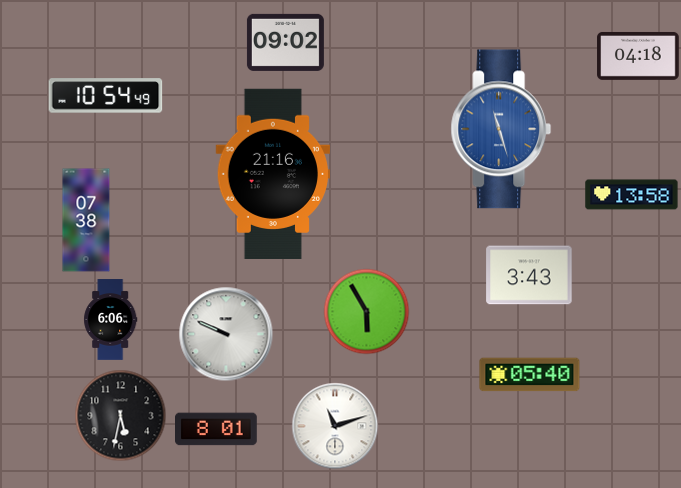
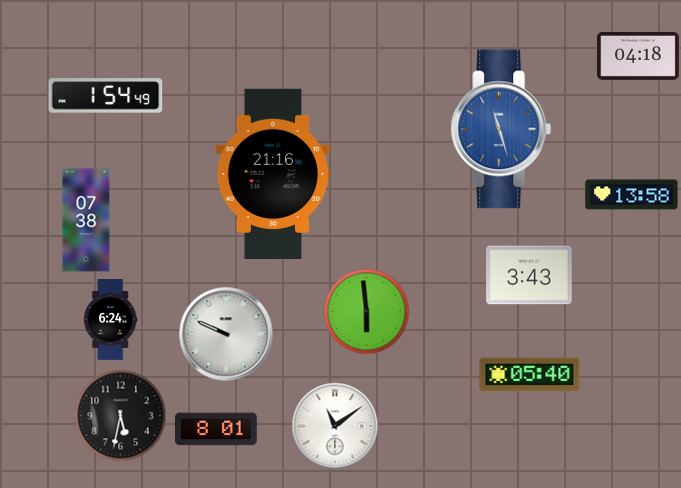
clock at (285, 42): 09:02 -> none
clock at (106, 96): 10:54 -> 1:54
clock at (366, 311): 5:55 -> 5:59
clock at (111, 320): 6:06 -> 6:24
clock at (335, 426): 11:12 -> 11:09
